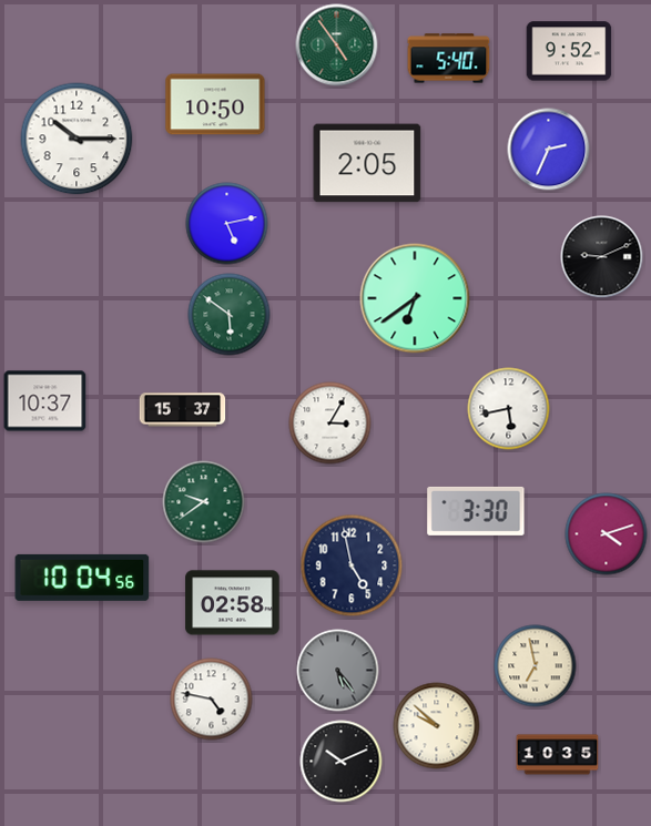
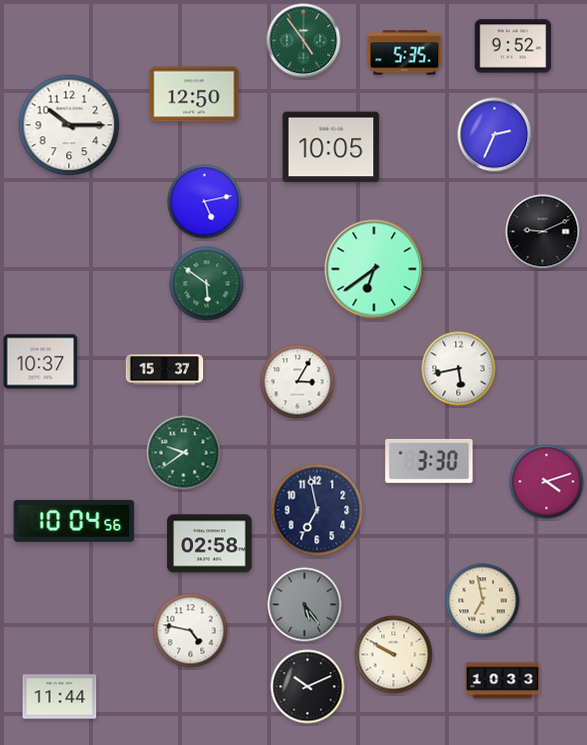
clock at (449, 59): 5:40 -> 5:35
clock at (215, 104): 10:50 -> 12:50
clock at (367, 163): 2:05 -> 10:05
clock at (352, 565): 4:58 -> 6:58
clock at (437, 726): 9:52 -> 9:50
clock at (558, 755): 10:35 -> 10:33
clock at (60, 697): none -> 11:44
